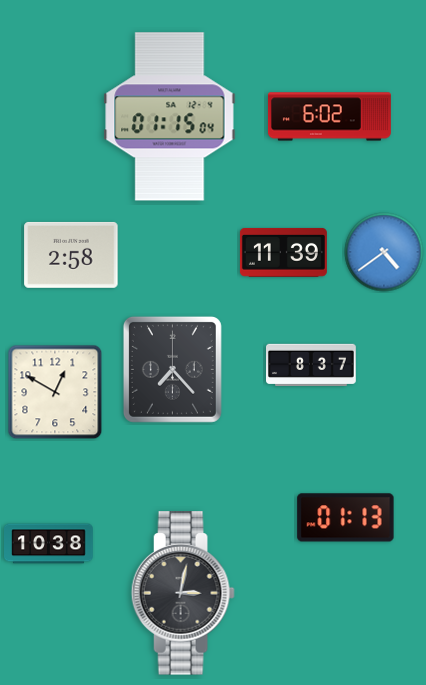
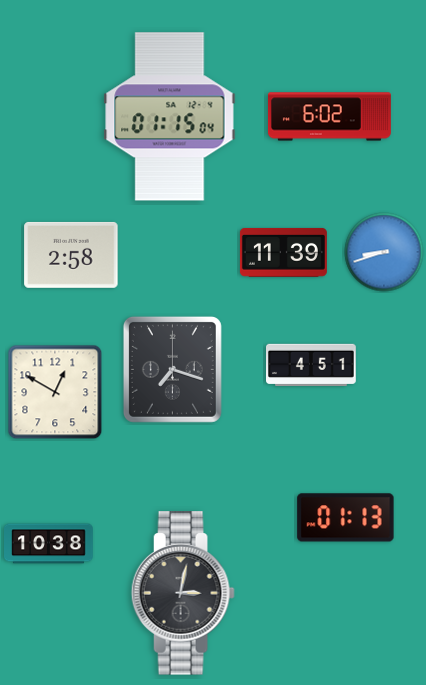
clock at (384, 252): 4:39 -> 8:42
clock at (312, 364): 8:37 -> 4:51
clock at (172, 369): 7:23 -> 7:18
